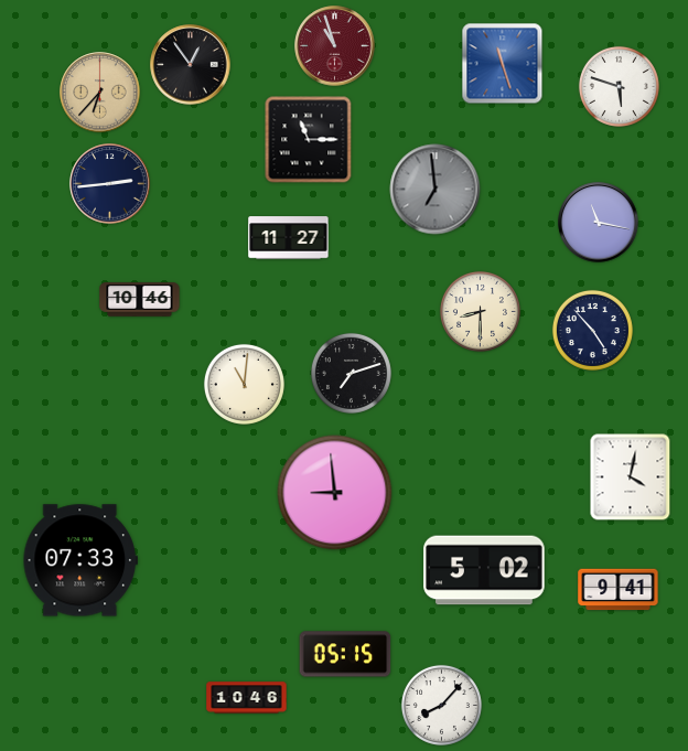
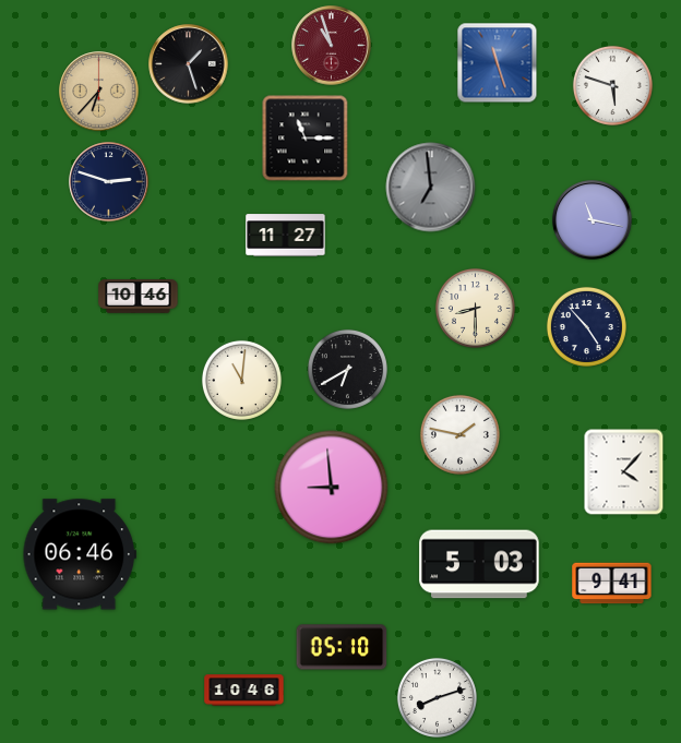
clock at (191, 65): 12:54 -> 1:27
clock at (110, 184): 2:44 -> 2:48
clock at (351, 373): 7:12 -> 6:40
clock at (459, 434): none -> 1:47
clock at (631, 478): 4:02 -> 4:07
clock at (80, 560): 07:33 -> 06:46
clock at (484, 570): 5:02 -> 5:03
clock at (345, 654): 05:15 -> 05:10
clock at (441, 705): 8:07 -> 8:12
